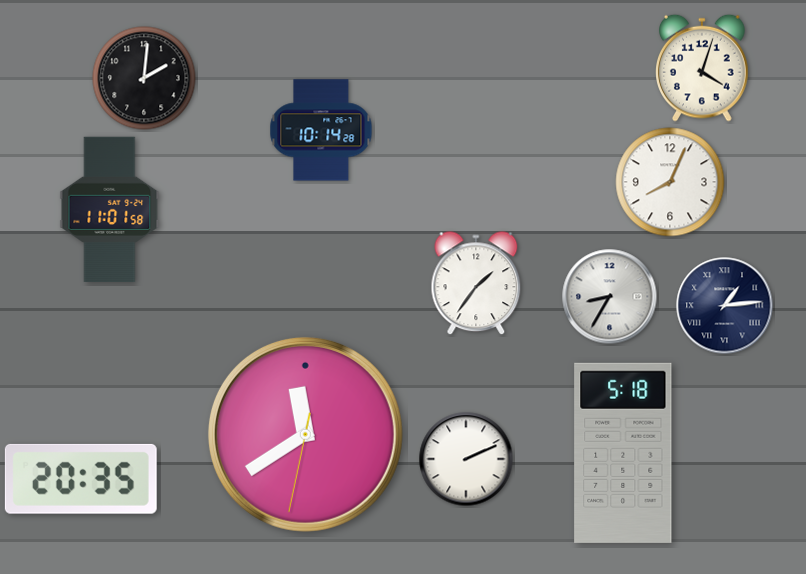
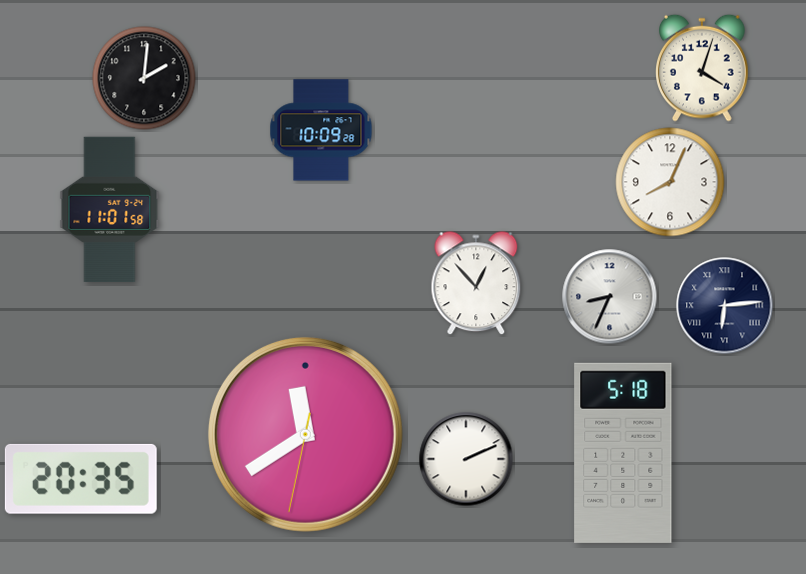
clock at (321, 130): 10:14 -> 10:09
clock at (476, 284): 1:36 -> 12:53
clock at (610, 297): 8:35 -> 8:34
clock at (725, 306): 1:14 -> 6:14
